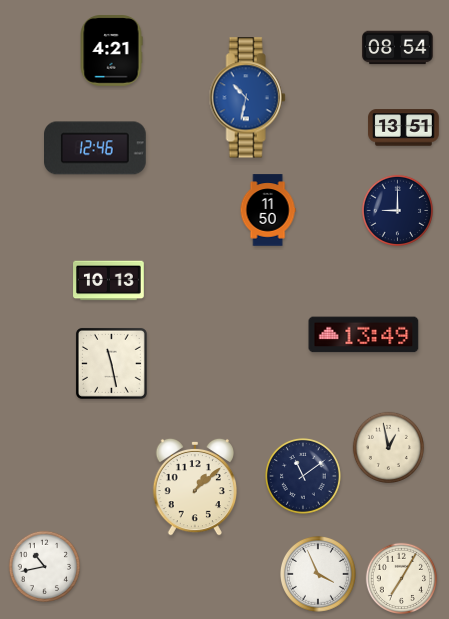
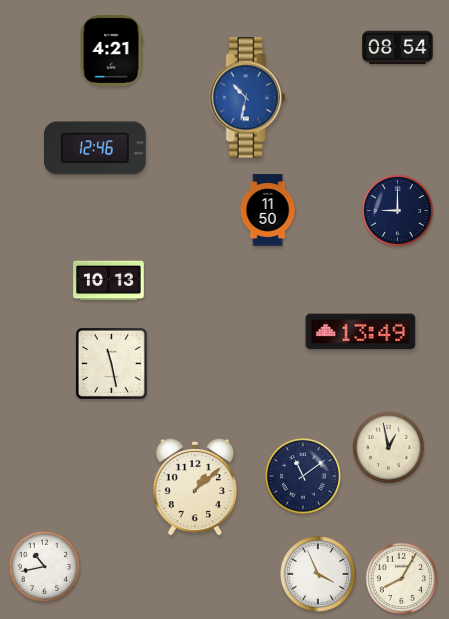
clock at (404, 128): 13:51 -> none
clock at (364, 335) position: (364, 335) -> (361, 332)
clock at (402, 579): 7:05 -> 8:05
